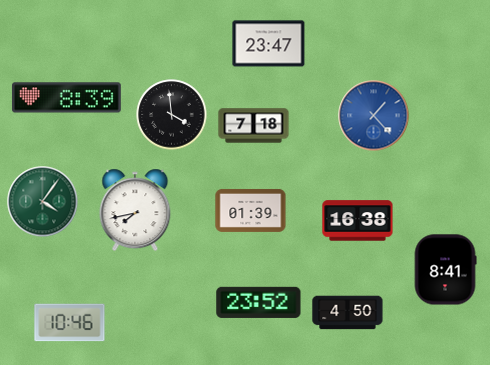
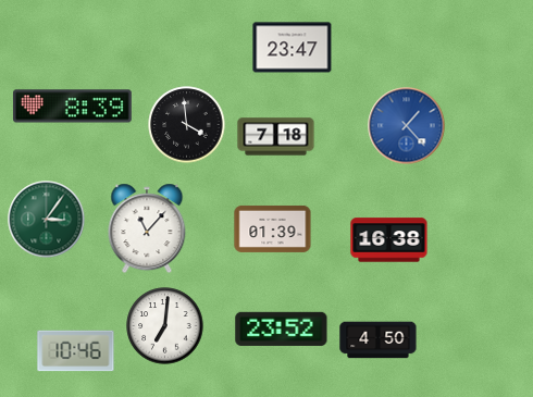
clock at (43, 202): 4:06 -> 3:06
clock at (135, 210): 7:43 -> 11:07
clock at (445, 270): 8:41 -> none
clock at (165, 326): none -> 7:01
